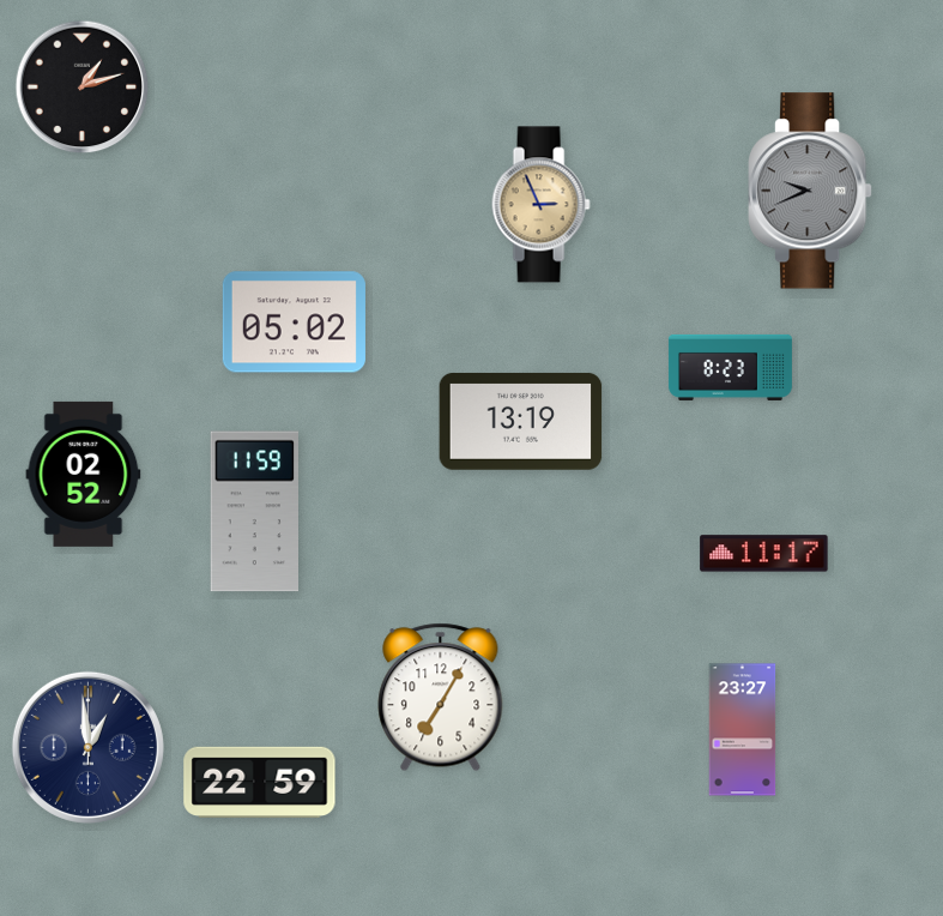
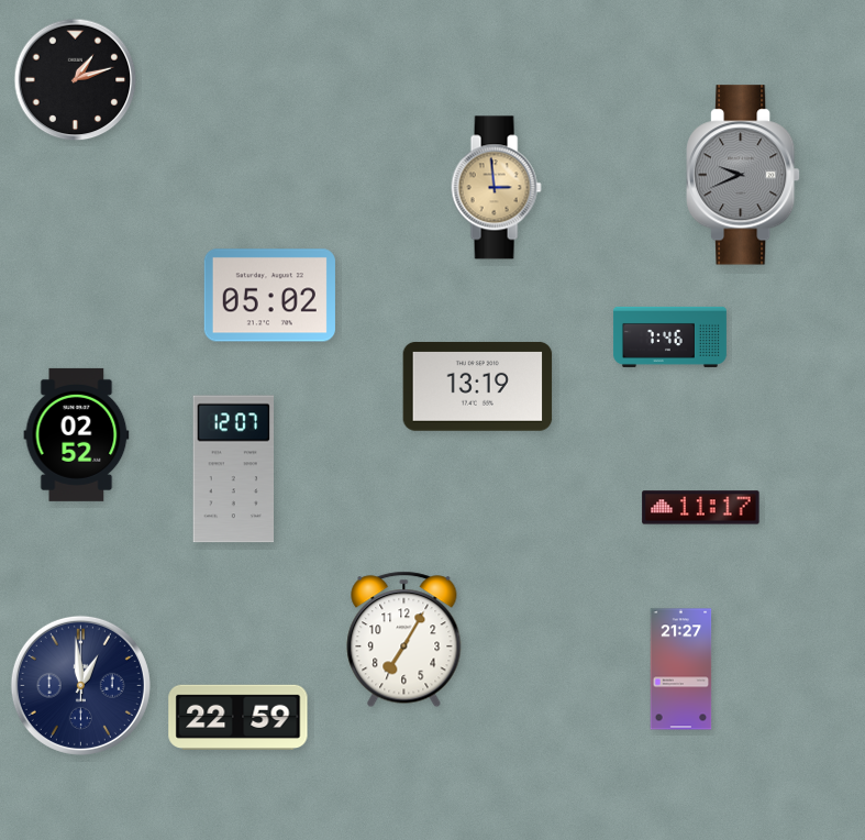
clock at (540, 205): 2:56 -> 2:59
clock at (730, 367): 8:23 -> 7:46
clock at (254, 512): 11:59 -> 12:07
clock at (743, 730): 23:27 -> 21:27
